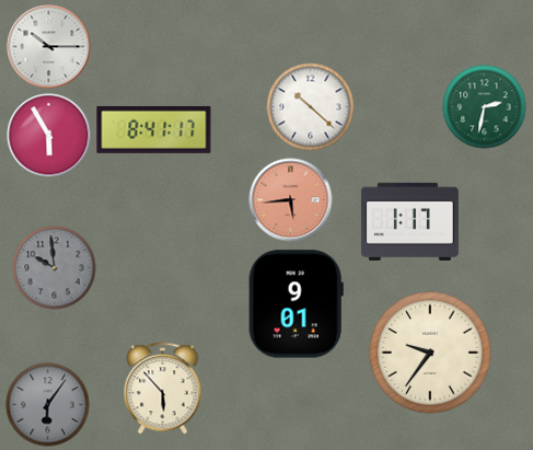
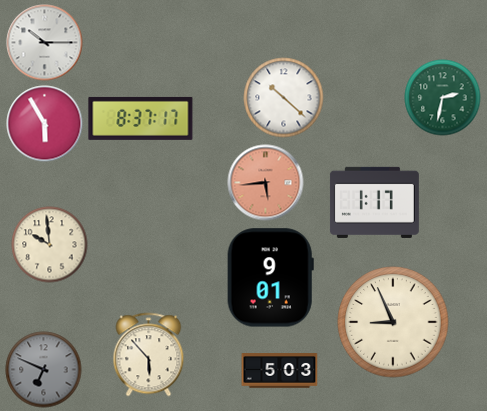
clock at (154, 129): 8:41 -> 8:37
clock at (55, 268) dial: grey -> cream
clock at (430, 353): 9:36 -> 8:56
clock at (48, 405): 6:06 -> 6:49
clock at (280, 371): none -> 5:03
